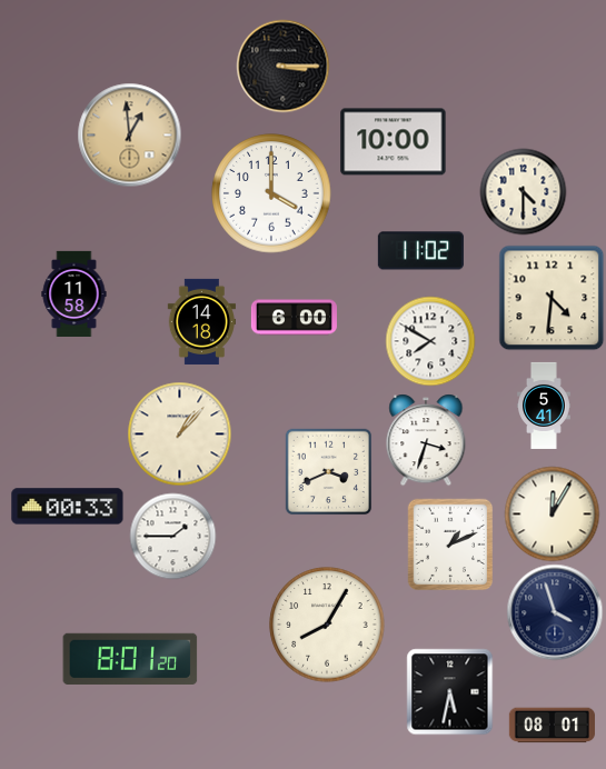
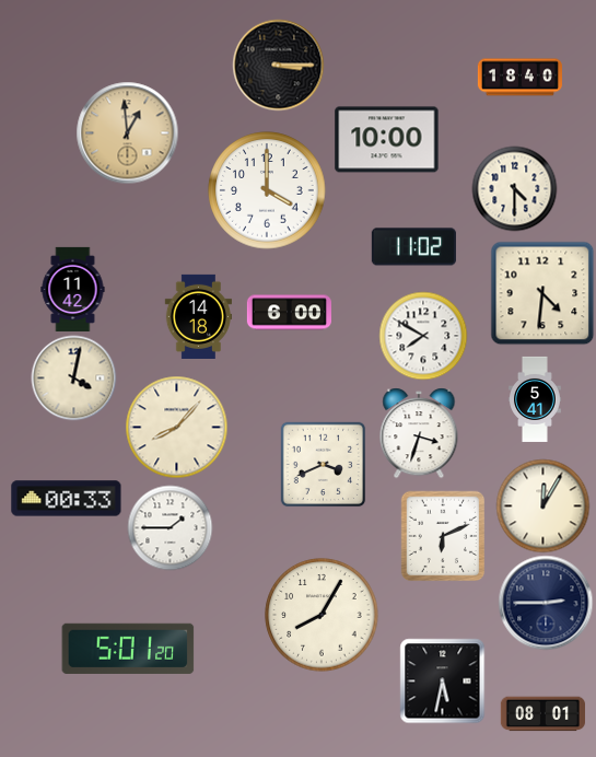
clock at (519, 78): none -> 18:40
clock at (74, 293): 11:58 -> 11:42
clock at (73, 377): none -> 4:02
clock at (179, 433): 1:07 -> 8:07
clock at (450, 545): 1:11 -> 6:11
clock at (555, 612): 3:57 -> 2:45
clock at (130, 659): 8:01 -> 5:01
